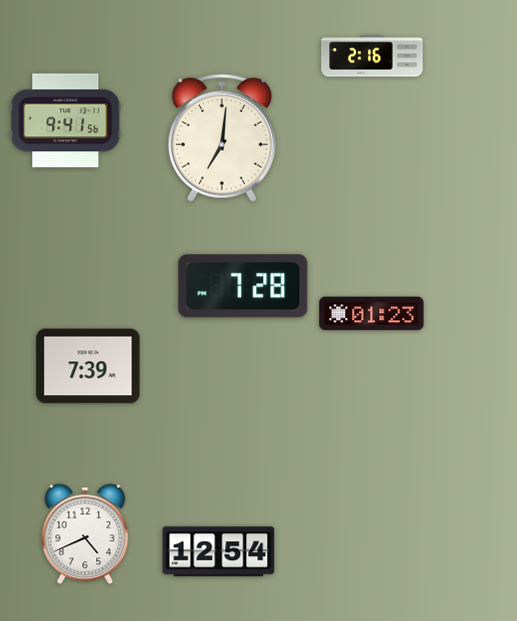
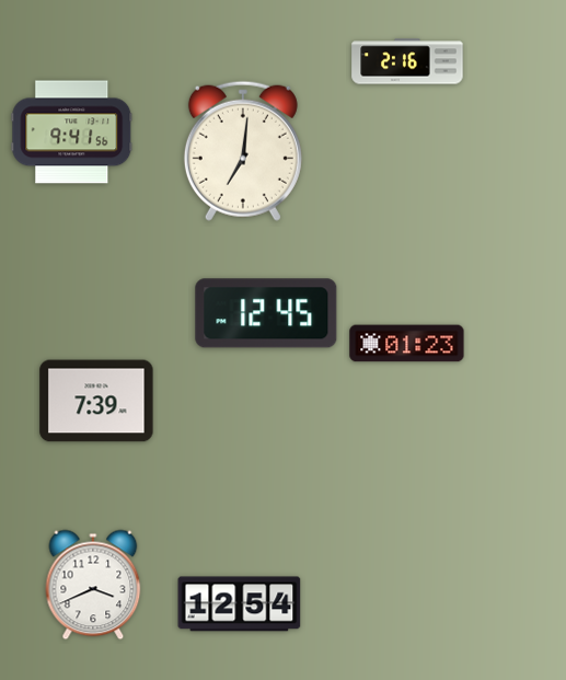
clock at (243, 286): 7:28 -> 12:45
clock at (85, 534): 4:41 -> 3:41
